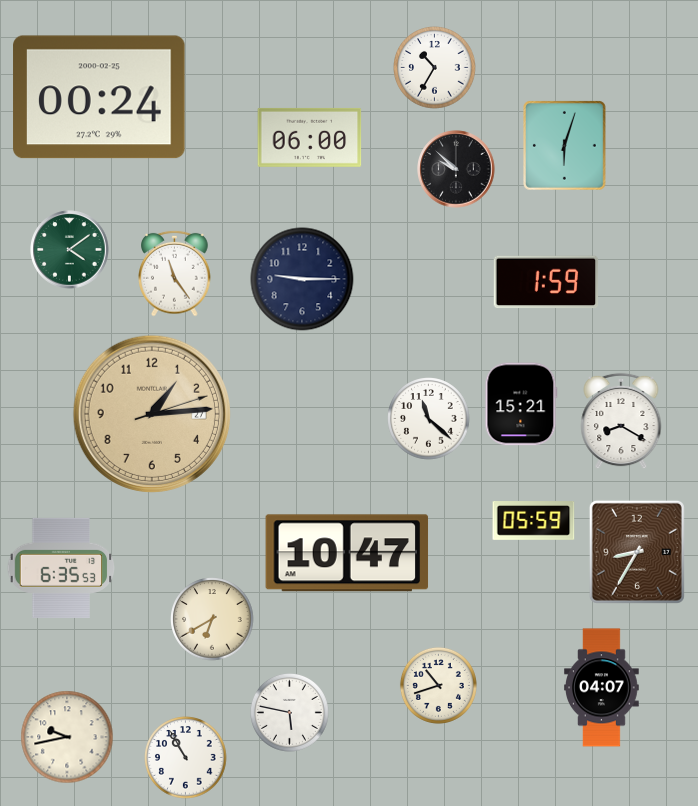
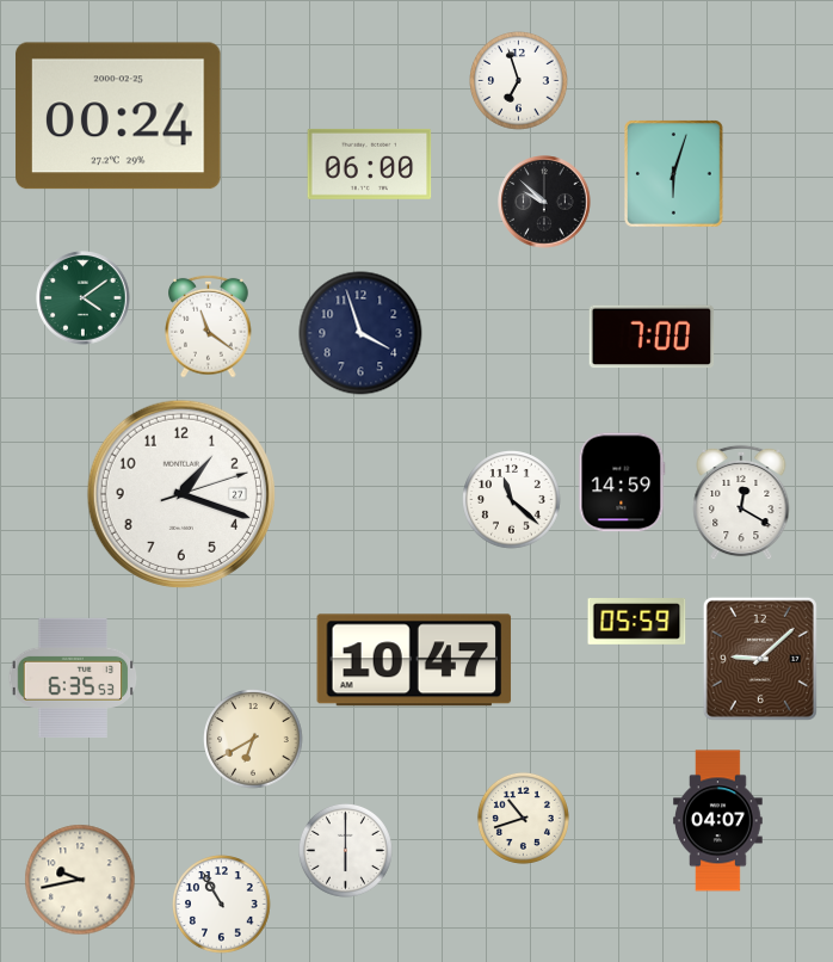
clock at (435, 68): 10:35 -> 6:57
clock at (175, 273): 11:24 -> 11:21
clock at (302, 279): 9:15 -> 3:57
clock at (546, 282): 1:59 -> 7:00
clock at (521, 404): 15:21 -> 14:59
clock at (152, 414): 1:14 -> 1:18
clock at (152, 414) dial: champagne -> white
clock at (621, 421): 8:20 -> 12:20
clock at (637, 552): 8:35 -> 9:08
clock at (289, 712): 5:47 -> 6:00
